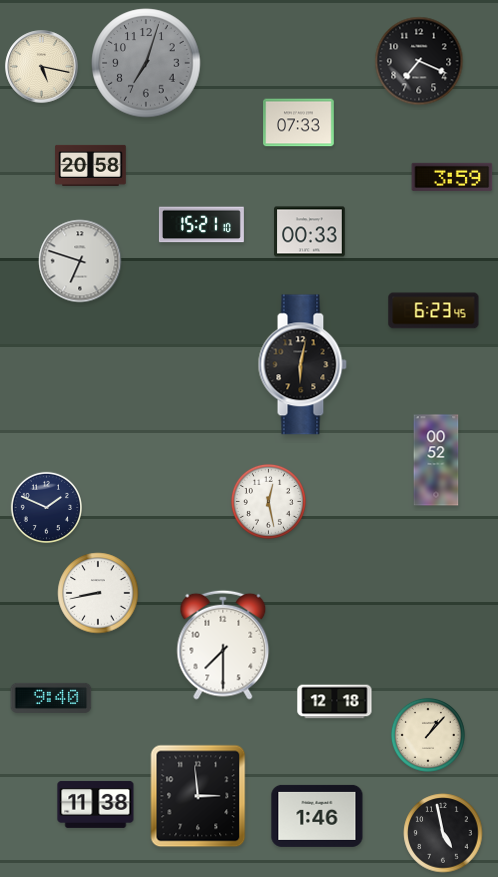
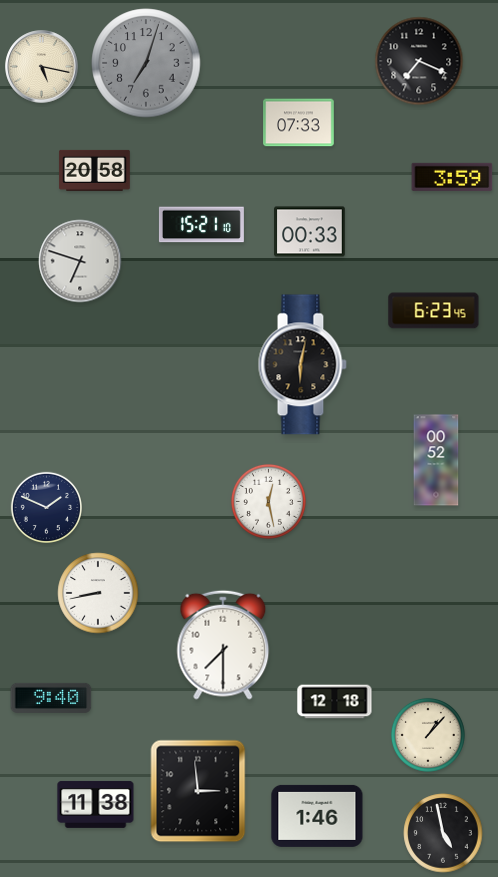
clock at (91, 165) position: (91, 165) -> (95, 170)
clock at (198, 796) position: (198, 796) -> (198, 791)
